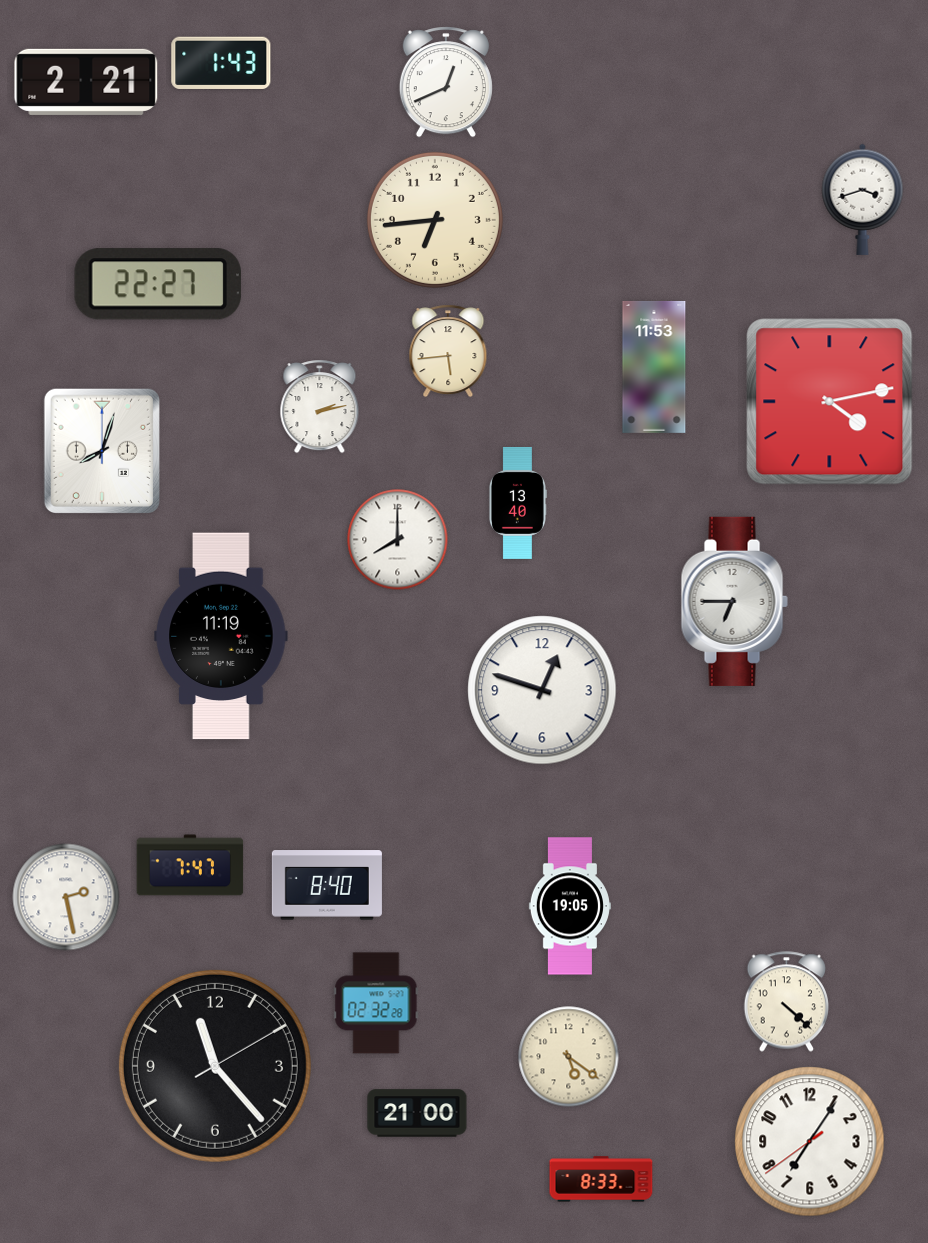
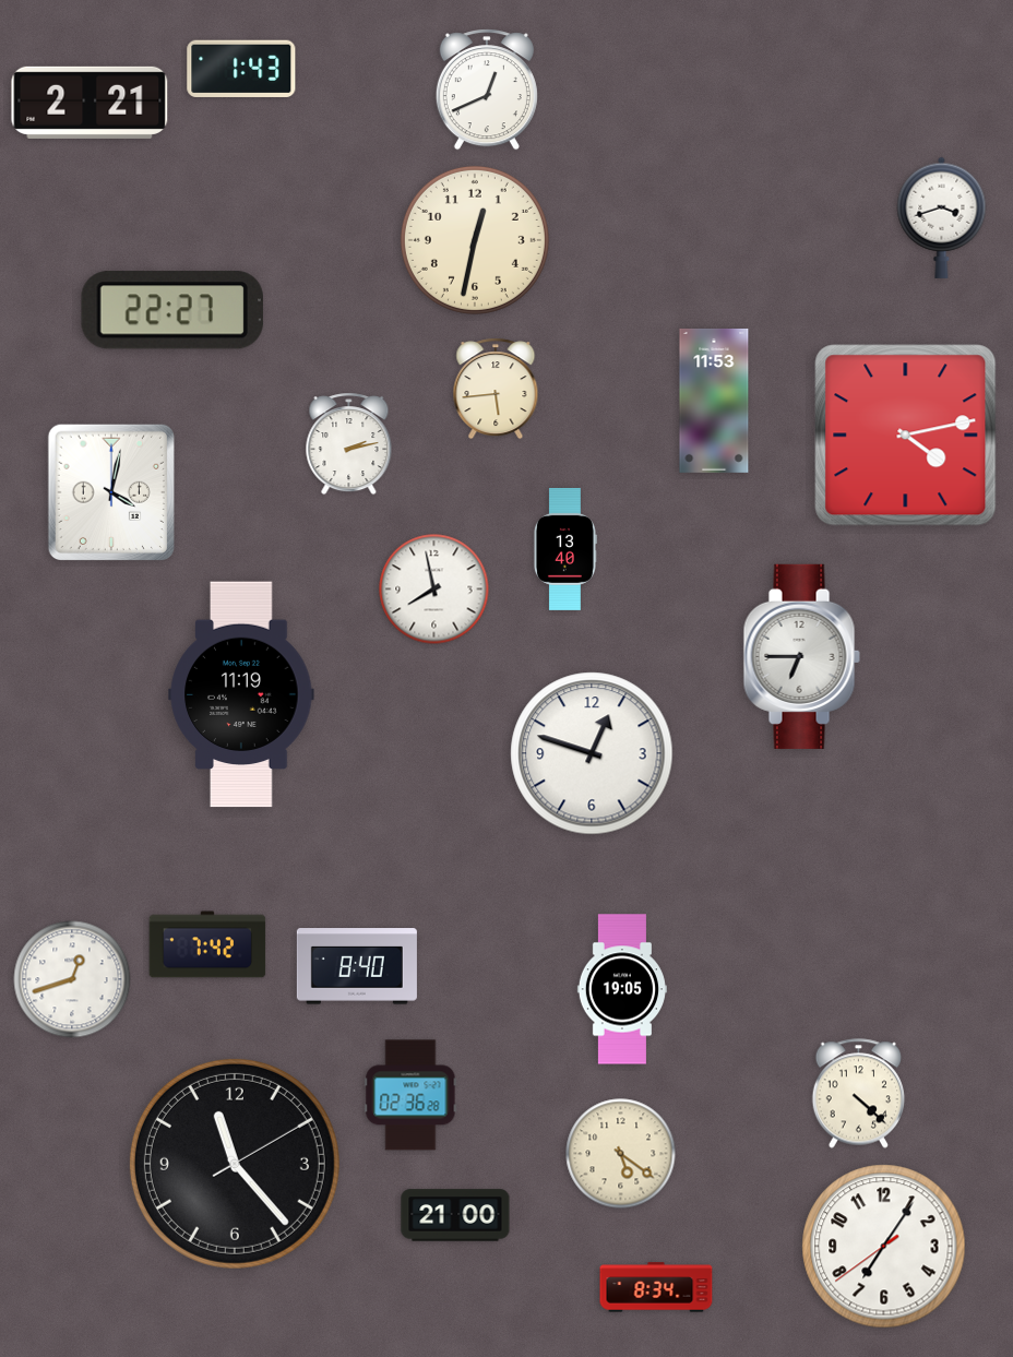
clock at (86, 82) position: (86, 82) -> (90, 103)
clock at (435, 220): 6:44 -> 12:32
clock at (448, 351) position: (448, 351) -> (496, 389)
clock at (830, 402) position: (830, 402) -> (906, 436)
clock at (102, 450): 8:03 -> 4:02
clock at (398, 540): 8:00 -> 7:58
clock at (190, 865): 7:47 -> 7:42
clock at (66, 897): 2:28 -> 12:42
clock at (376, 1003): 02:32 -> 02:36
clock at (601, 1179): 8:33 -> 8:34
